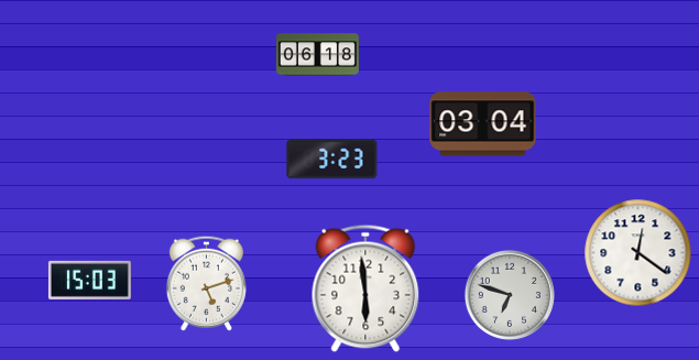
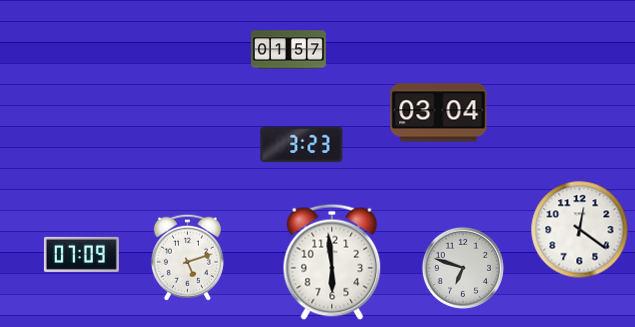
clock at (317, 55): 06:18 -> 01:57
clock at (89, 280): 15:03 -> 07:09
